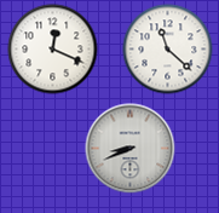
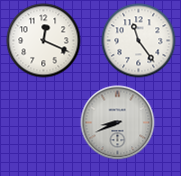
clock at (168, 50): 11:22 -> 11:24
clock at (131, 149) position: (131, 149) -> (118, 123)
